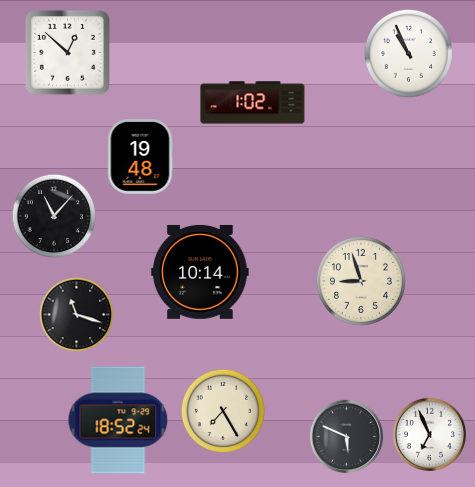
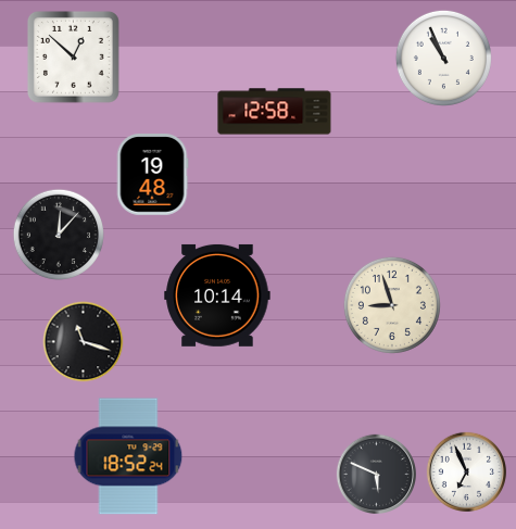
clock at (253, 103): 1:02 -> 12:58
clock at (140, 157) position: (140, 157) -> (152, 175)
clock at (54, 216): 11:07 -> 12:07
clock at (223, 411): 7:25 -> none
